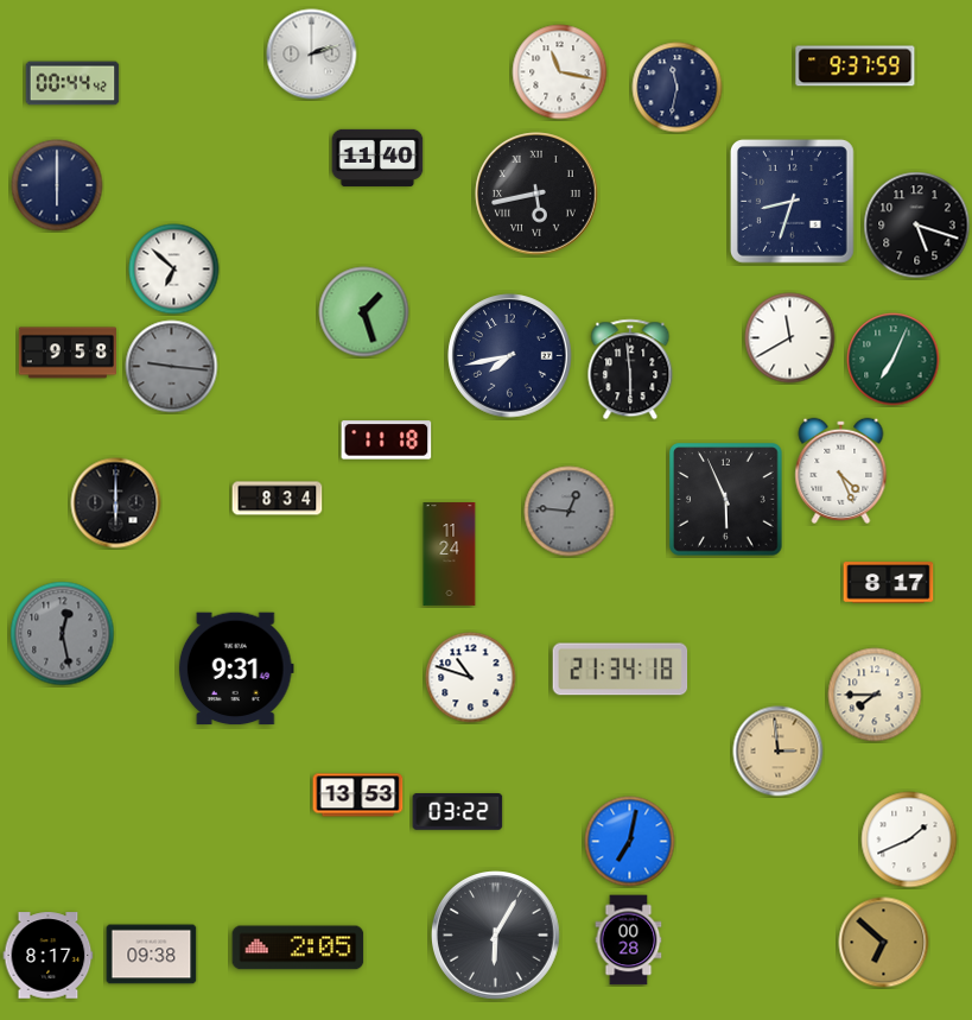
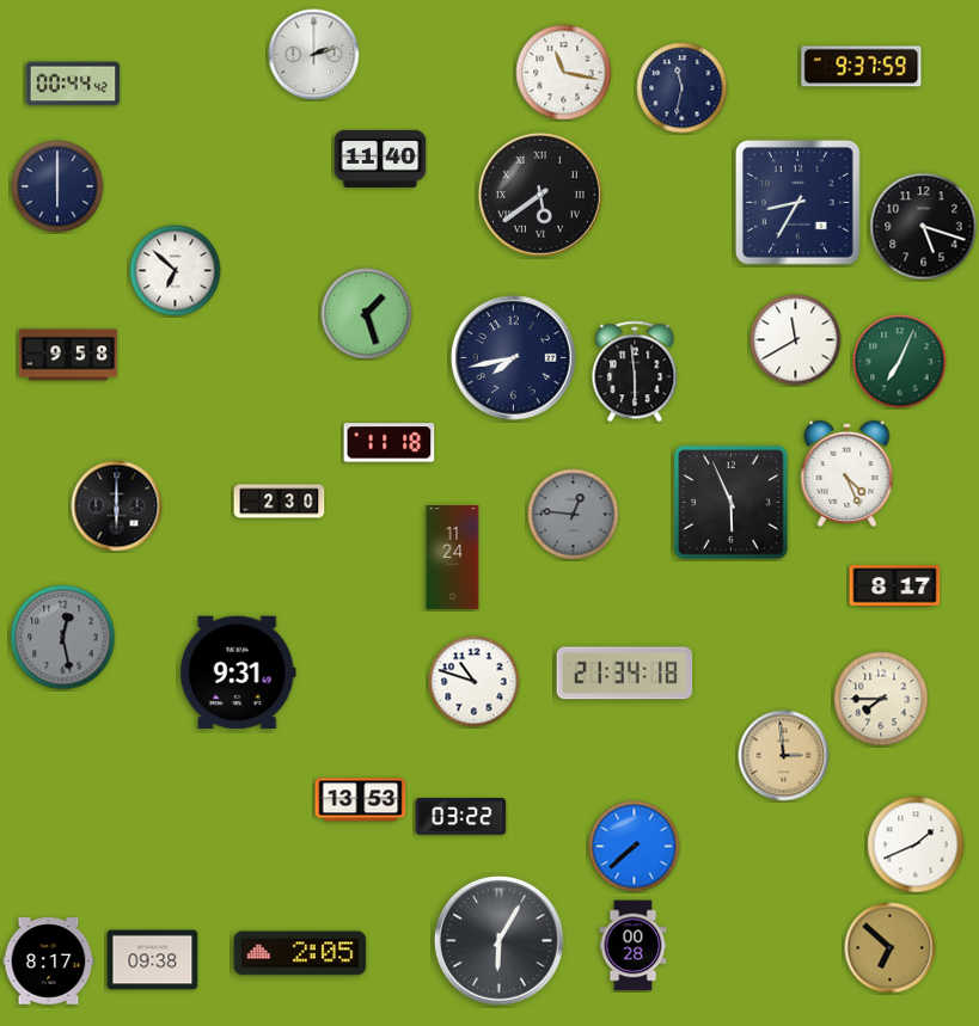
clock at (536, 194): 5:43 -> 5:39
clock at (792, 201): 8:33 -> 8:35
clock at (172, 367): 9:16 -> none
clock at (278, 499): 8:34 -> 2:30
clock at (630, 842): 7:02 -> 7:38
